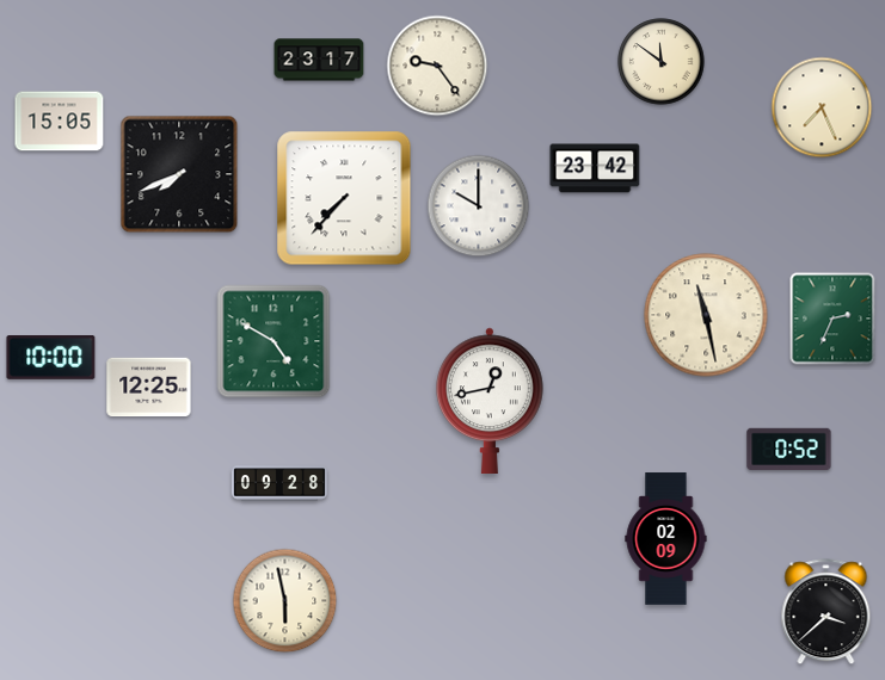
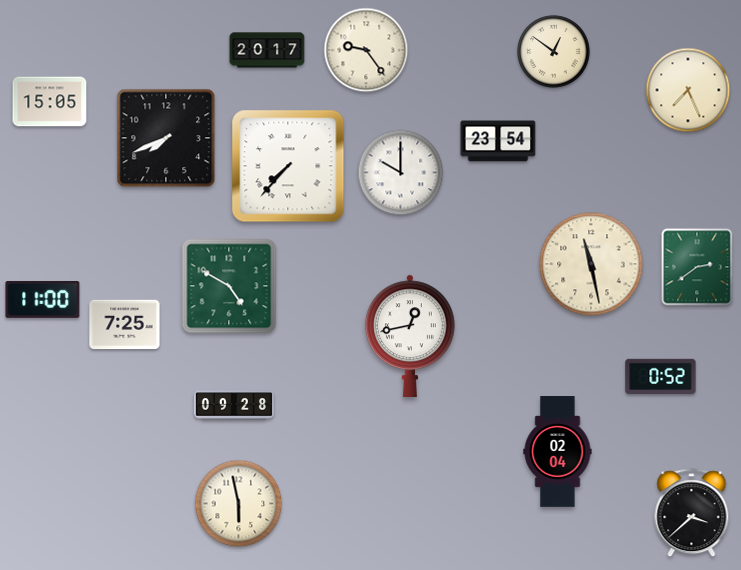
clock at (319, 60): 23:17 -> 20:17
clock at (662, 62): 11:51 -> 12:51
clock at (437, 66) position: (437, 66) -> (366, 50)
clock at (595, 168): 23:42 -> 23:54
clock at (179, 174) position: (179, 174) -> (166, 138)
clock at (832, 319): 2:34 -> 2:39
clock at (51, 358): 10:00 -> 11:00
clock at (149, 388): 12:25 -> 7:25
clock at (666, 539): 02:09 -> 02:04
